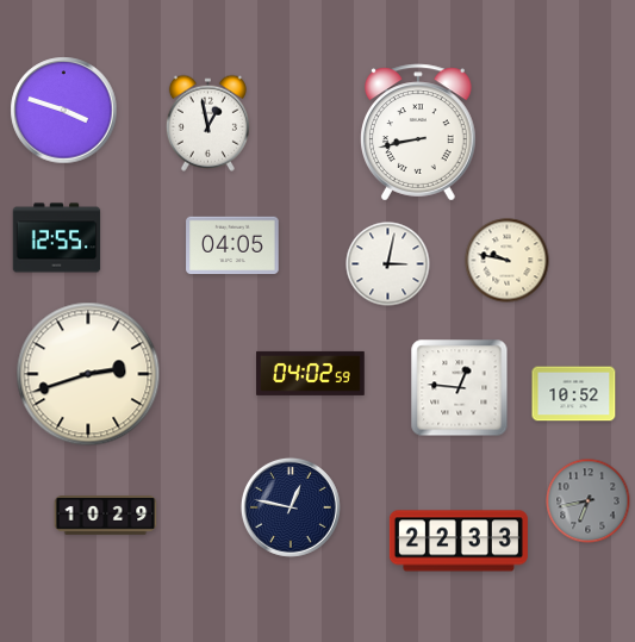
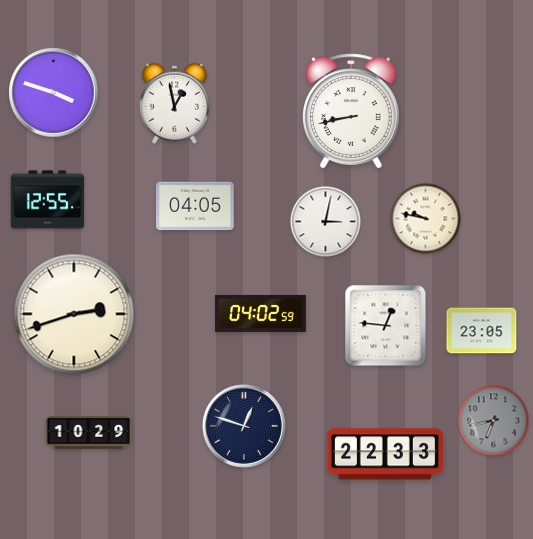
clock at (574, 394): 10:52 -> 23:05
clock at (291, 507): 12:47 -> 12:48
